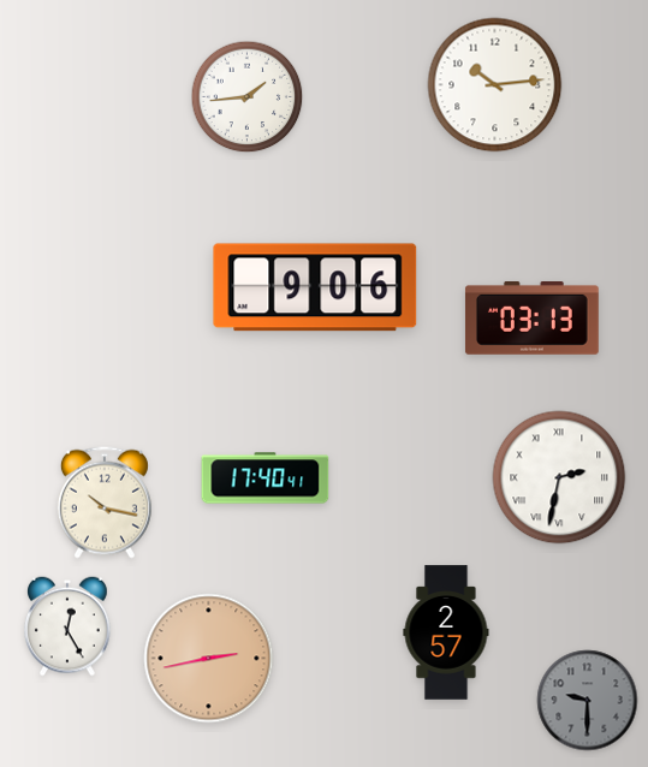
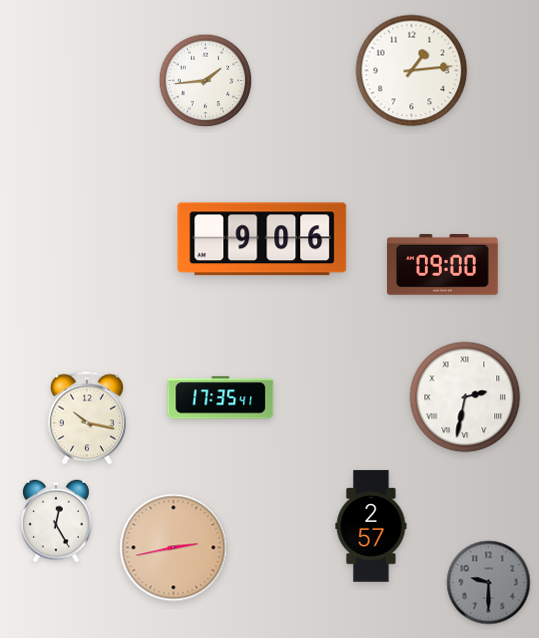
clock at (495, 85): 10:14 -> 1:14
clock at (533, 319): 03:13 -> 09:00
clock at (266, 478): 17:40 -> 17:35
